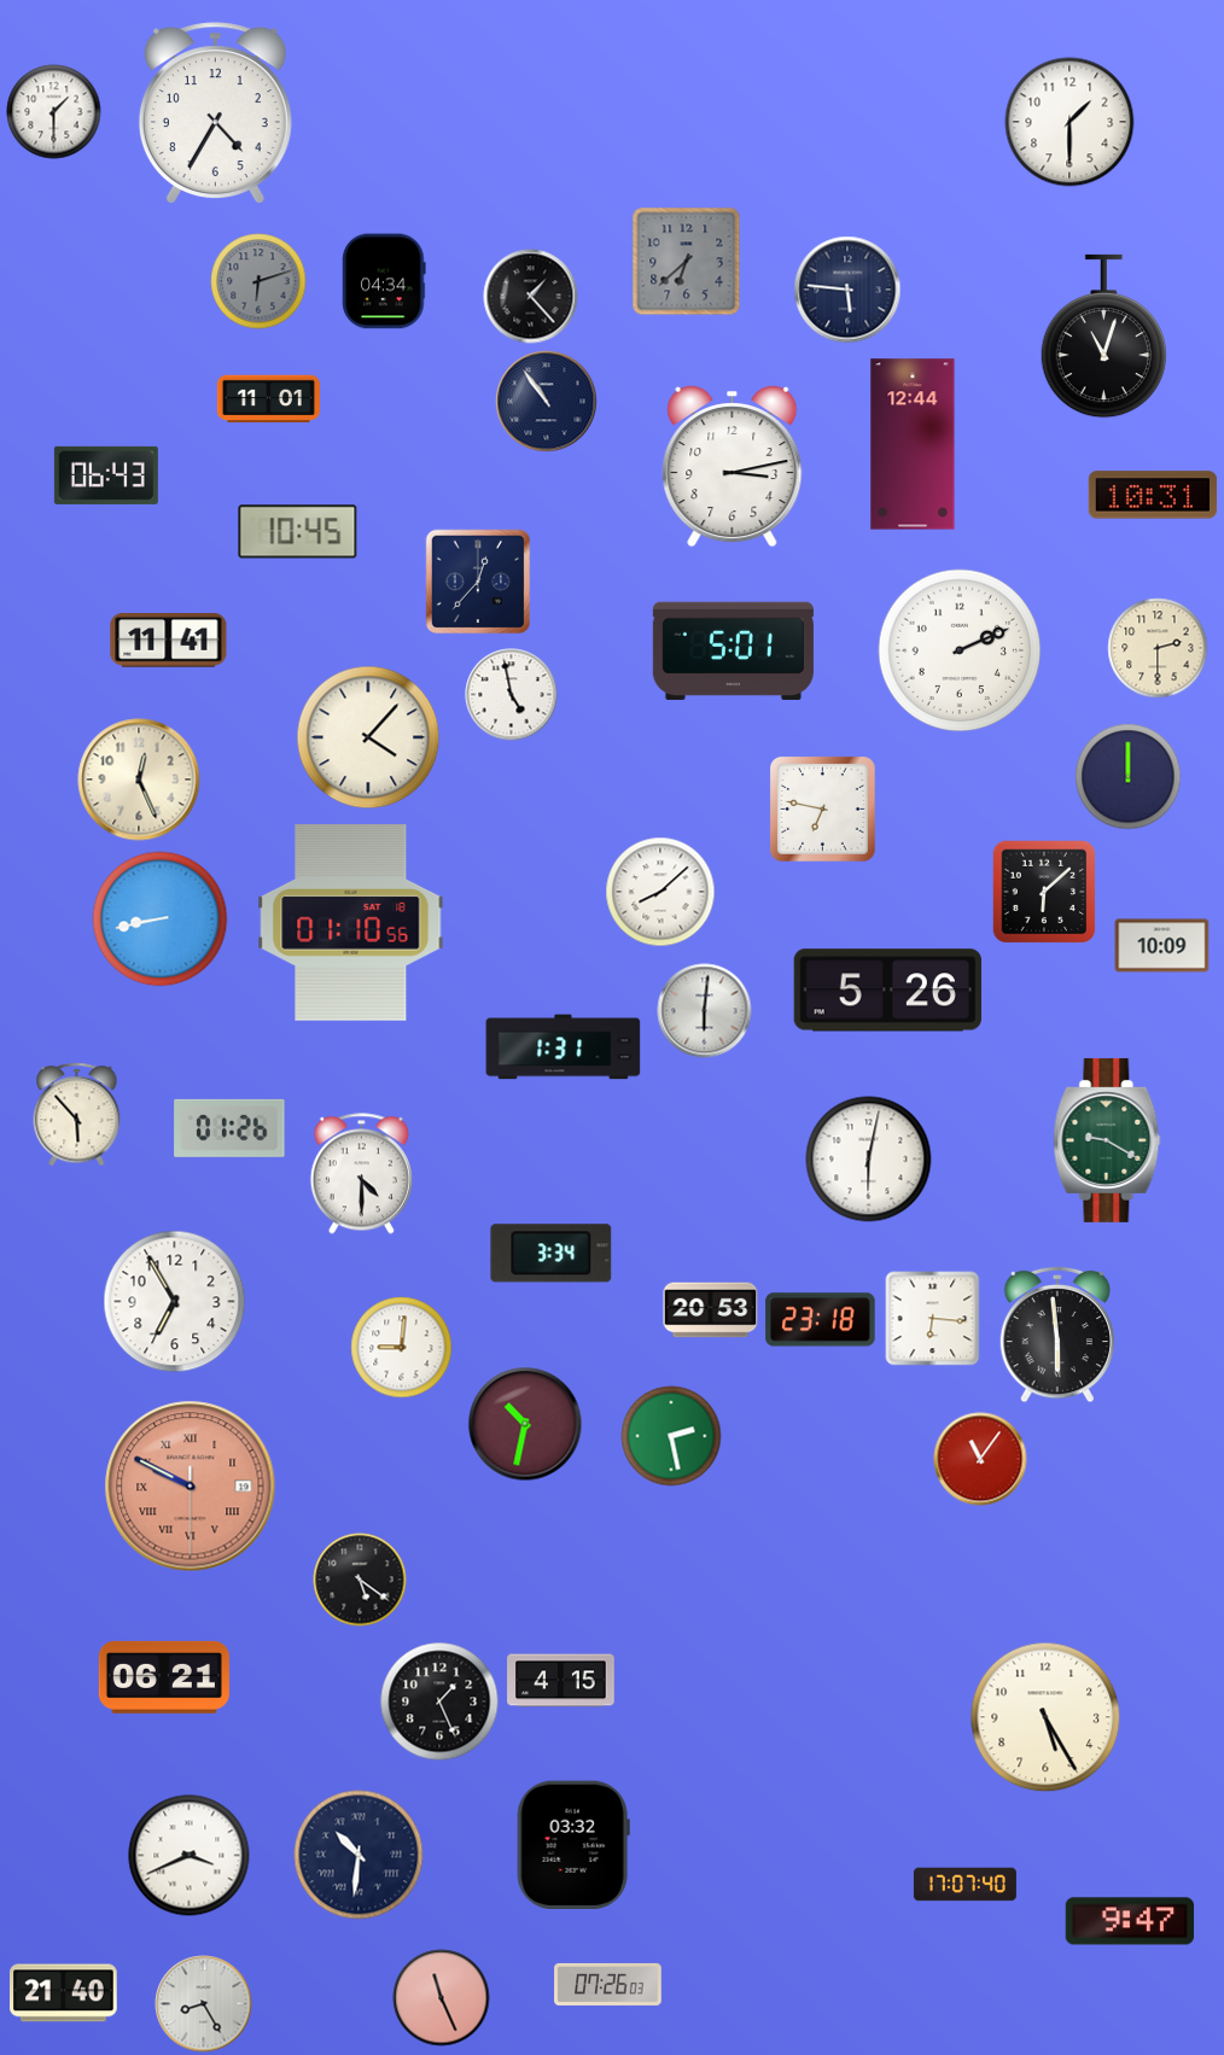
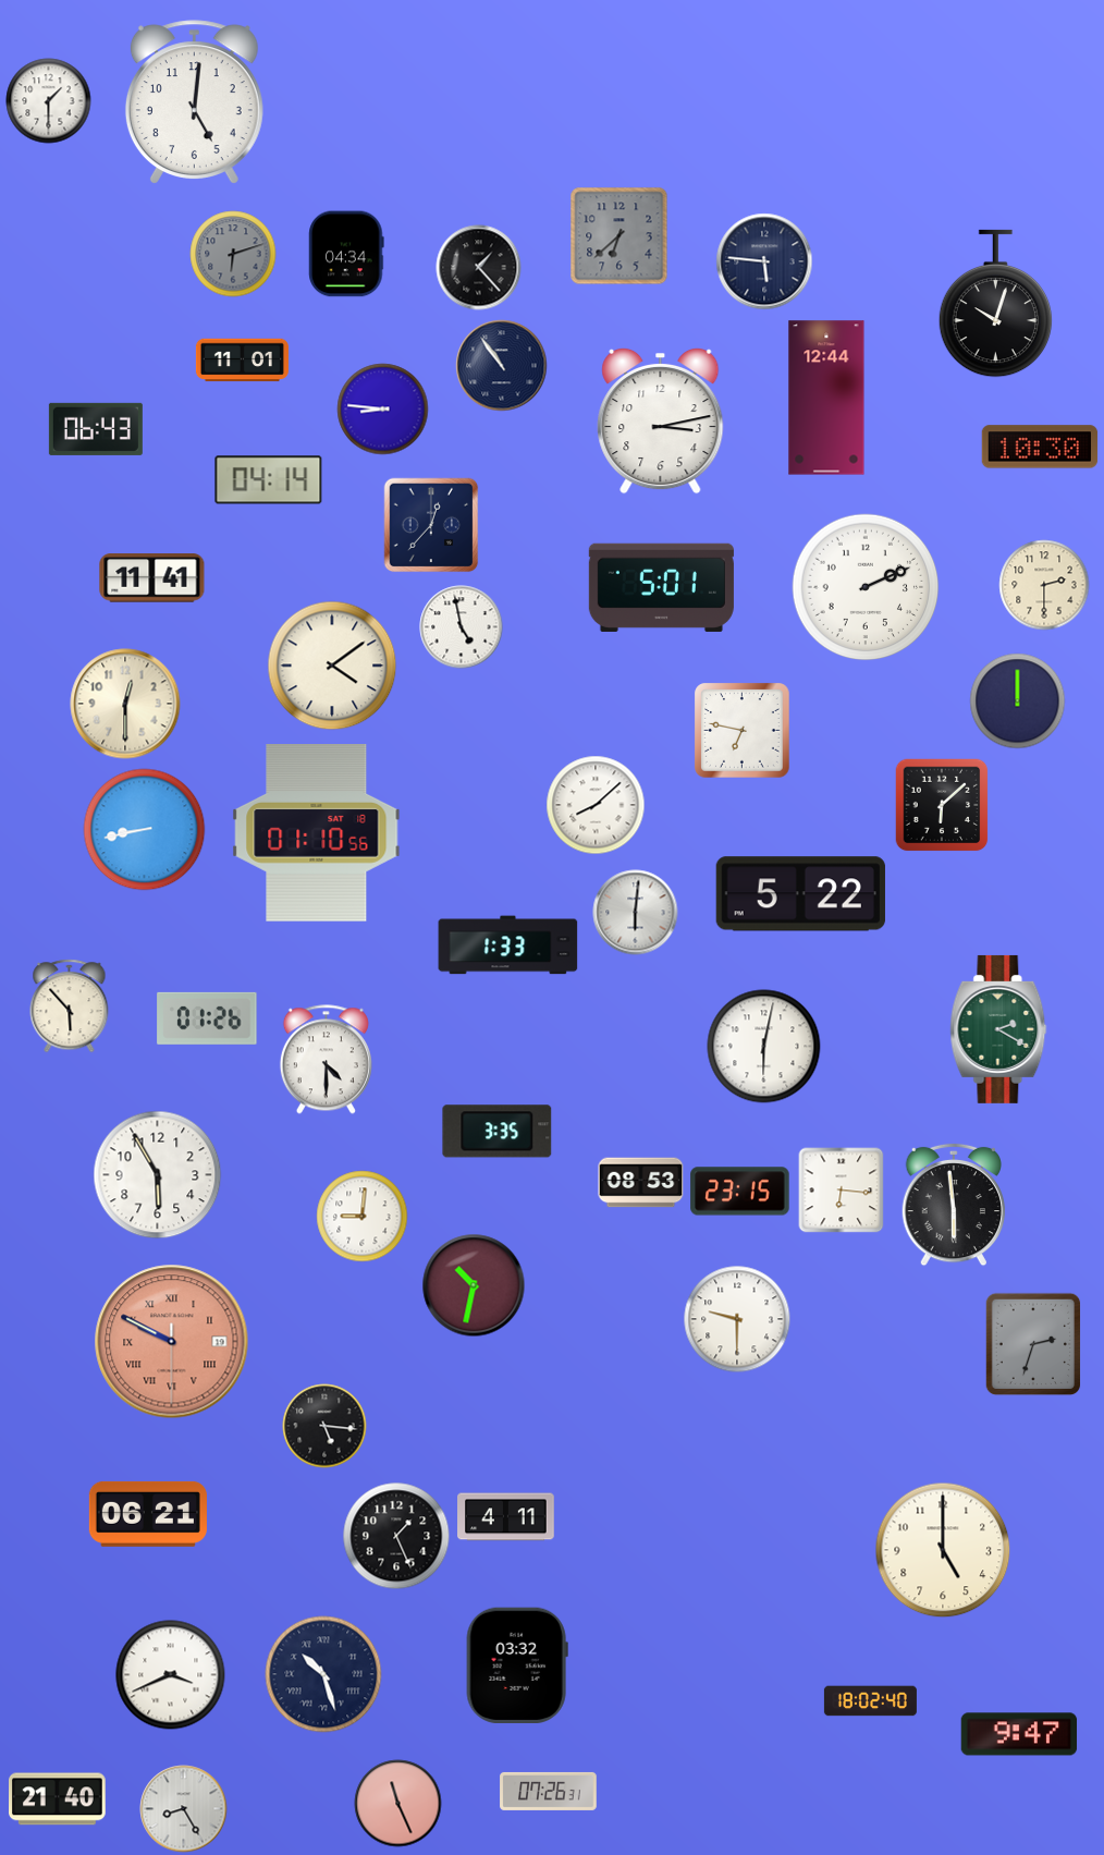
clock at (215, 113): 4:35 -> 5:01
clock at (1069, 122): 1:30 -> none
clock at (1103, 337): 11:03 -> 10:03
clock at (547, 402) position: (547, 402) -> (502, 366)
clock at (913, 444) position: (913, 444) -> (826, 398)
clock at (383, 410): none -> 8:46
clock at (1153, 495): 10:31 -> 10:30
clock at (298, 532): 10:45 -> 04:14
clock at (368, 737): 4:07 -> 4:09
clock at (139, 780): 12:26 -> 12:30
clock at (1162, 946): 10:09 -> none
clock at (887, 991): 5:26 -> 5:22
clock at (564, 1047): 1:31 -> 1:33
clock at (1107, 1140): 9:20 -> 2:20
clock at (869, 1160) position: (869, 1160) -> (764, 1047)
clock at (552, 1254): 3:34 -> 3:35
clock at (175, 1302): 6:55 -> 5:55
clock at (711, 1310): 20:53 -> 08:53
clock at (821, 1320): 23:18 -> 23:15
clock at (671, 1436): 2:28 -> none
clock at (980, 1459): 11:06 -> none
clock at (737, 1319): none -> 9:30
clock at (1033, 1344): none -> 2:33
clock at (360, 1580): 5:21 -> 5:16
clock at (561, 1681): 4:15 -> 4:11
clock at (1045, 1717): 5:25 -> 5:00
clock at (359, 1855): 10:31 -> 10:27
clock at (964, 1885): 17:07 -> 18:02
clock at (608, 1984): 07:26:03 -> 07:26:31
